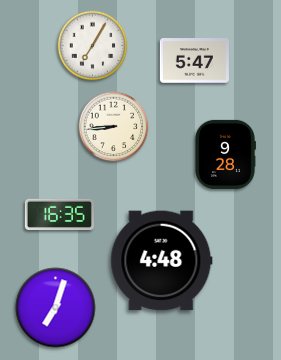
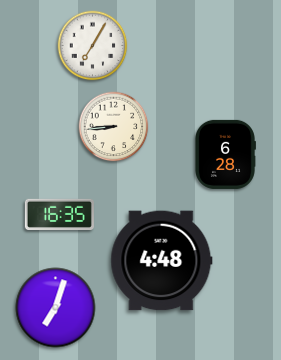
clock at (194, 61): 5:47 -> none
clock at (226, 154): 9:28 -> 6:28
